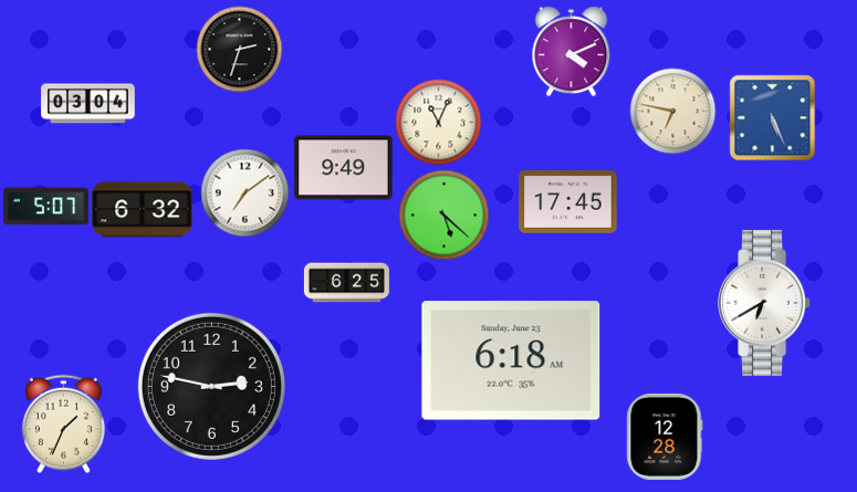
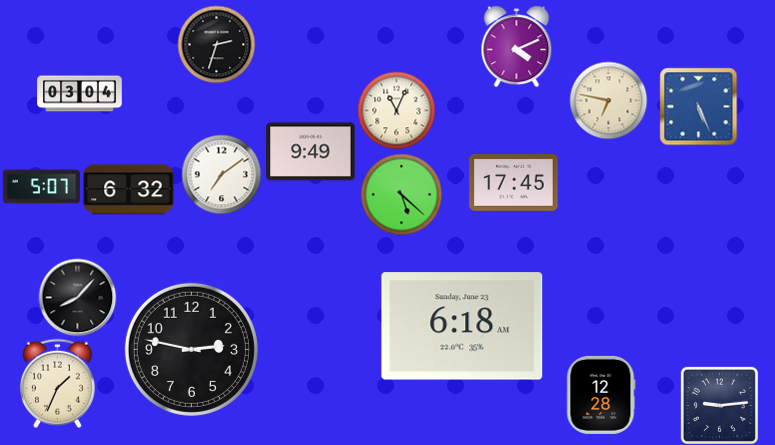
clock at (346, 283): 6:25 -> none
clock at (765, 303): 6:40 -> none
clock at (77, 297): none -> 8:07
clock at (719, 405): none -> 9:14
